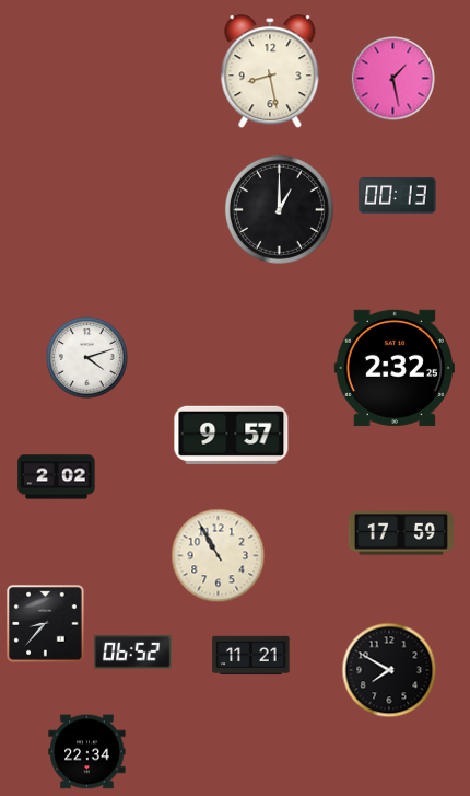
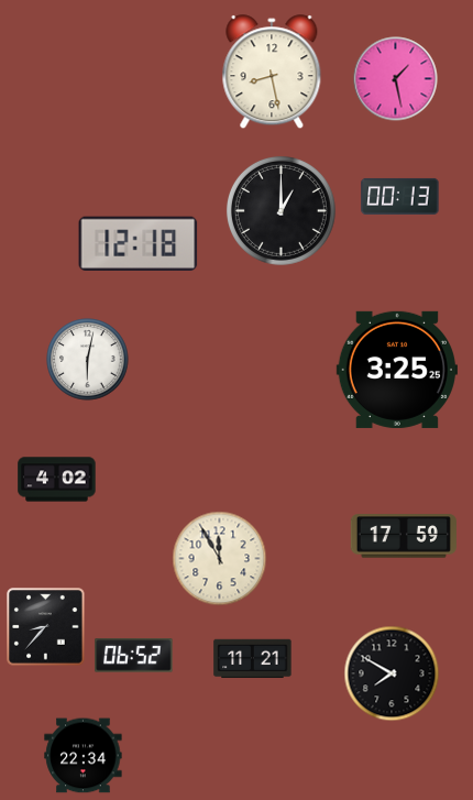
clock at (139, 243): none -> 12:18
clock at (87, 358): 4:12 -> 6:02
clock at (395, 368): 2:32 -> 3:25
clock at (232, 435): 9:57 -> none
clock at (57, 477): 2:02 -> 4:02
clock at (219, 556): 10:55 -> 11:55
clock at (87, 752) position: (87, 752) -> (84, 756)
